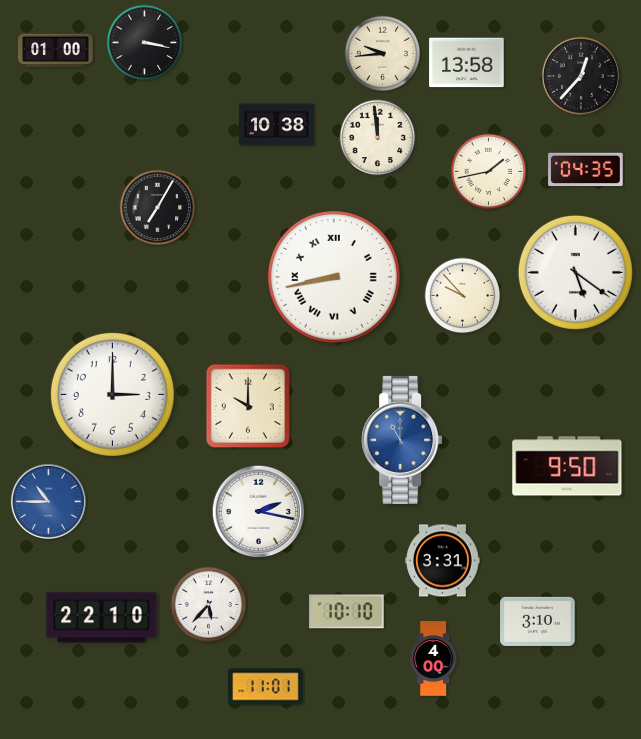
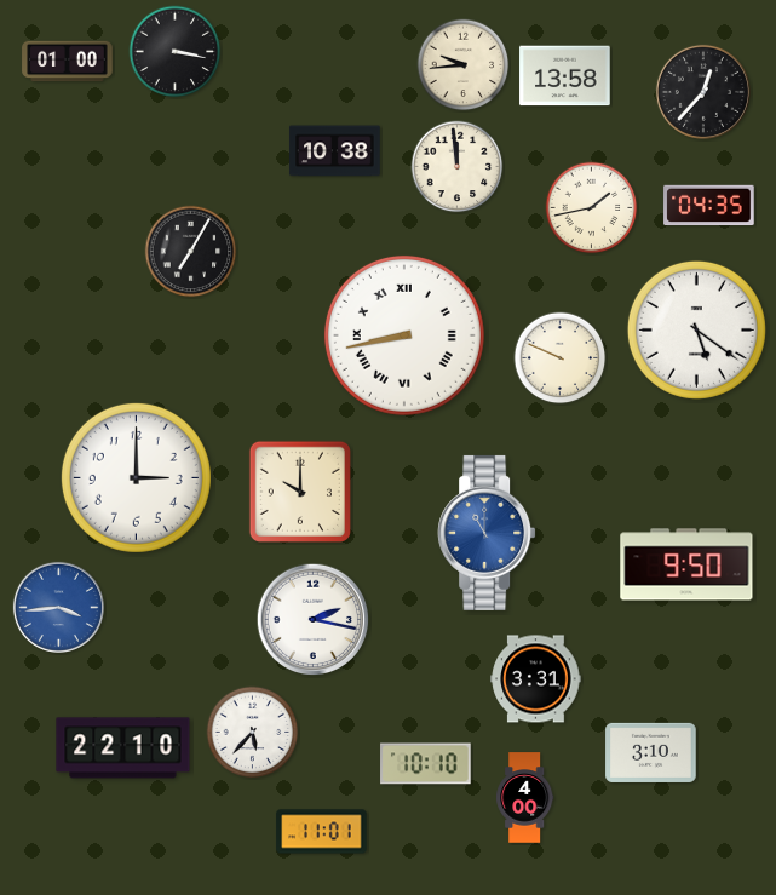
clock at (463, 296): 9:53 -> 9:49
clock at (48, 501): 10:45 -> 3:44
clock at (347, 612) position: (347, 612) -> (426, 764)
